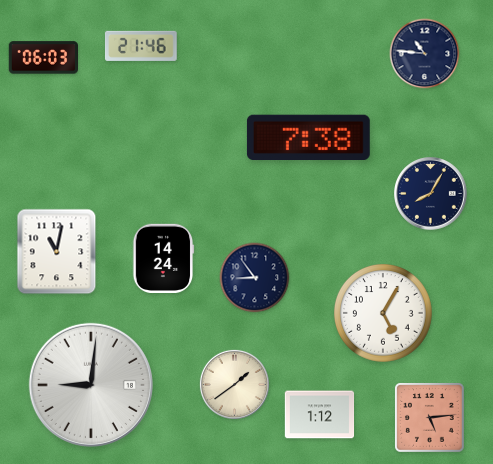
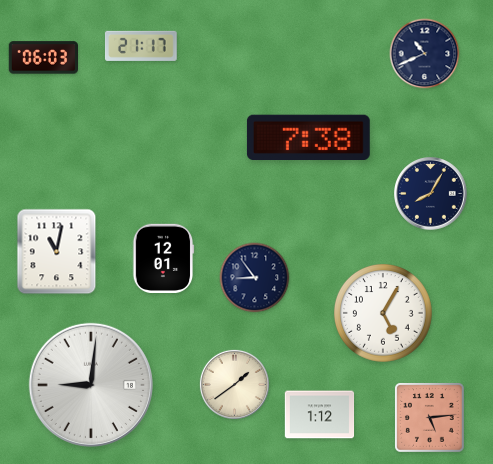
clock at (141, 46): 21:46 -> 21:17
clock at (425, 54): 10:46 -> 10:41
clock at (163, 258): 14:24 -> 12:01
